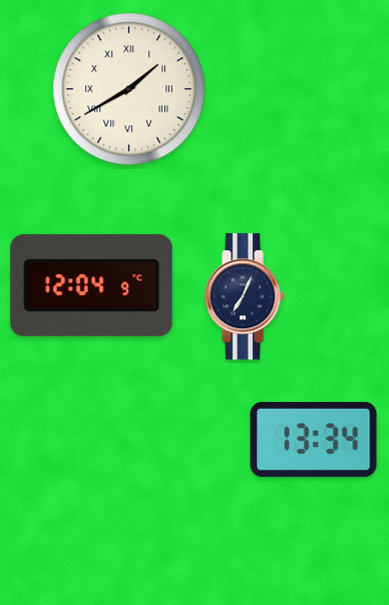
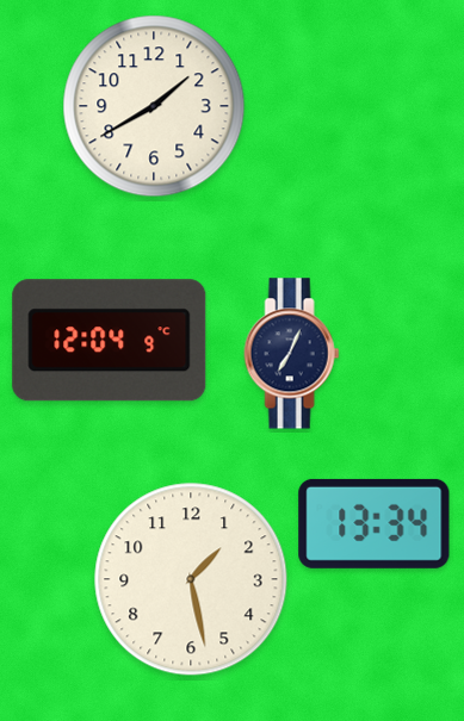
clock at (129, 89) numerals: Roman -> Arabic
clock at (191, 579): none -> 1:28
